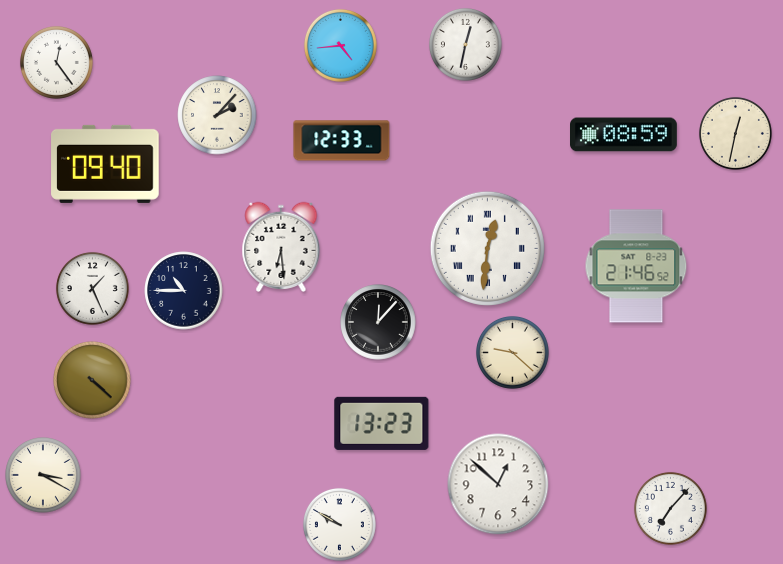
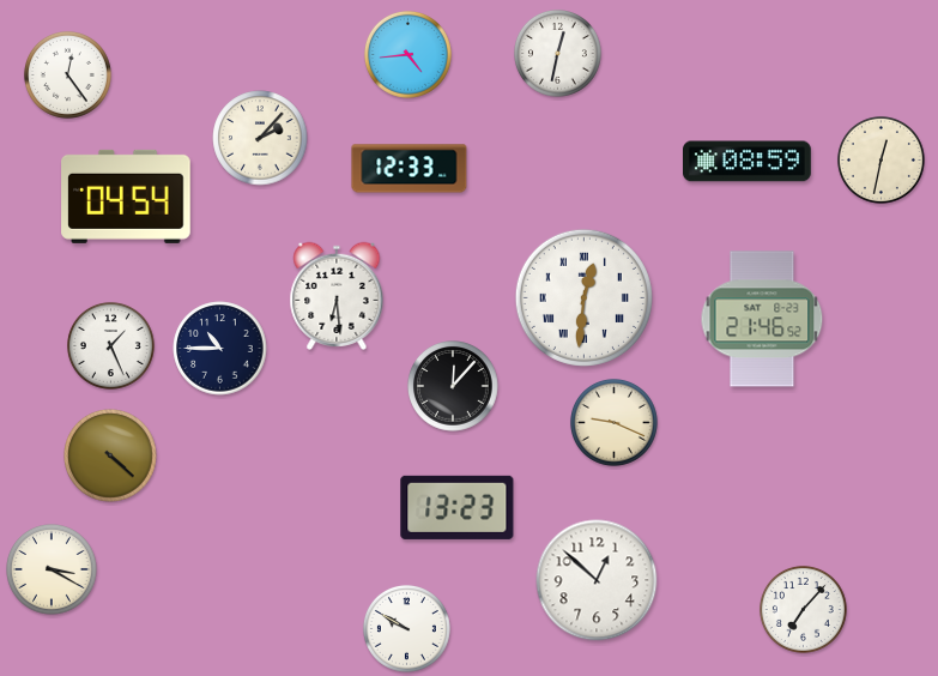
clock at (105, 164): 09:40 -> 04:54
clock at (512, 352): 9:22 -> 9:19
